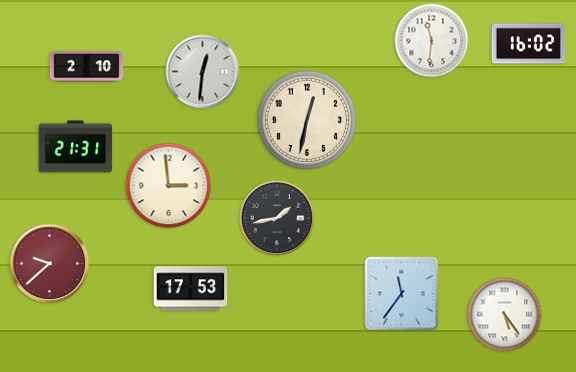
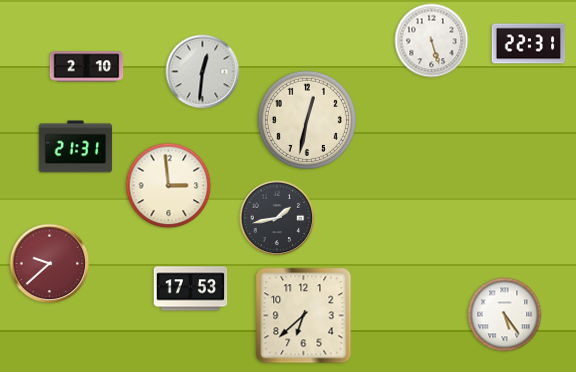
clock at (432, 41): 11:31 -> 5:27
clock at (529, 44): 16:02 -> 22:31
clock at (402, 294): 11:36 -> none
clock at (304, 316): none -> 6:38
